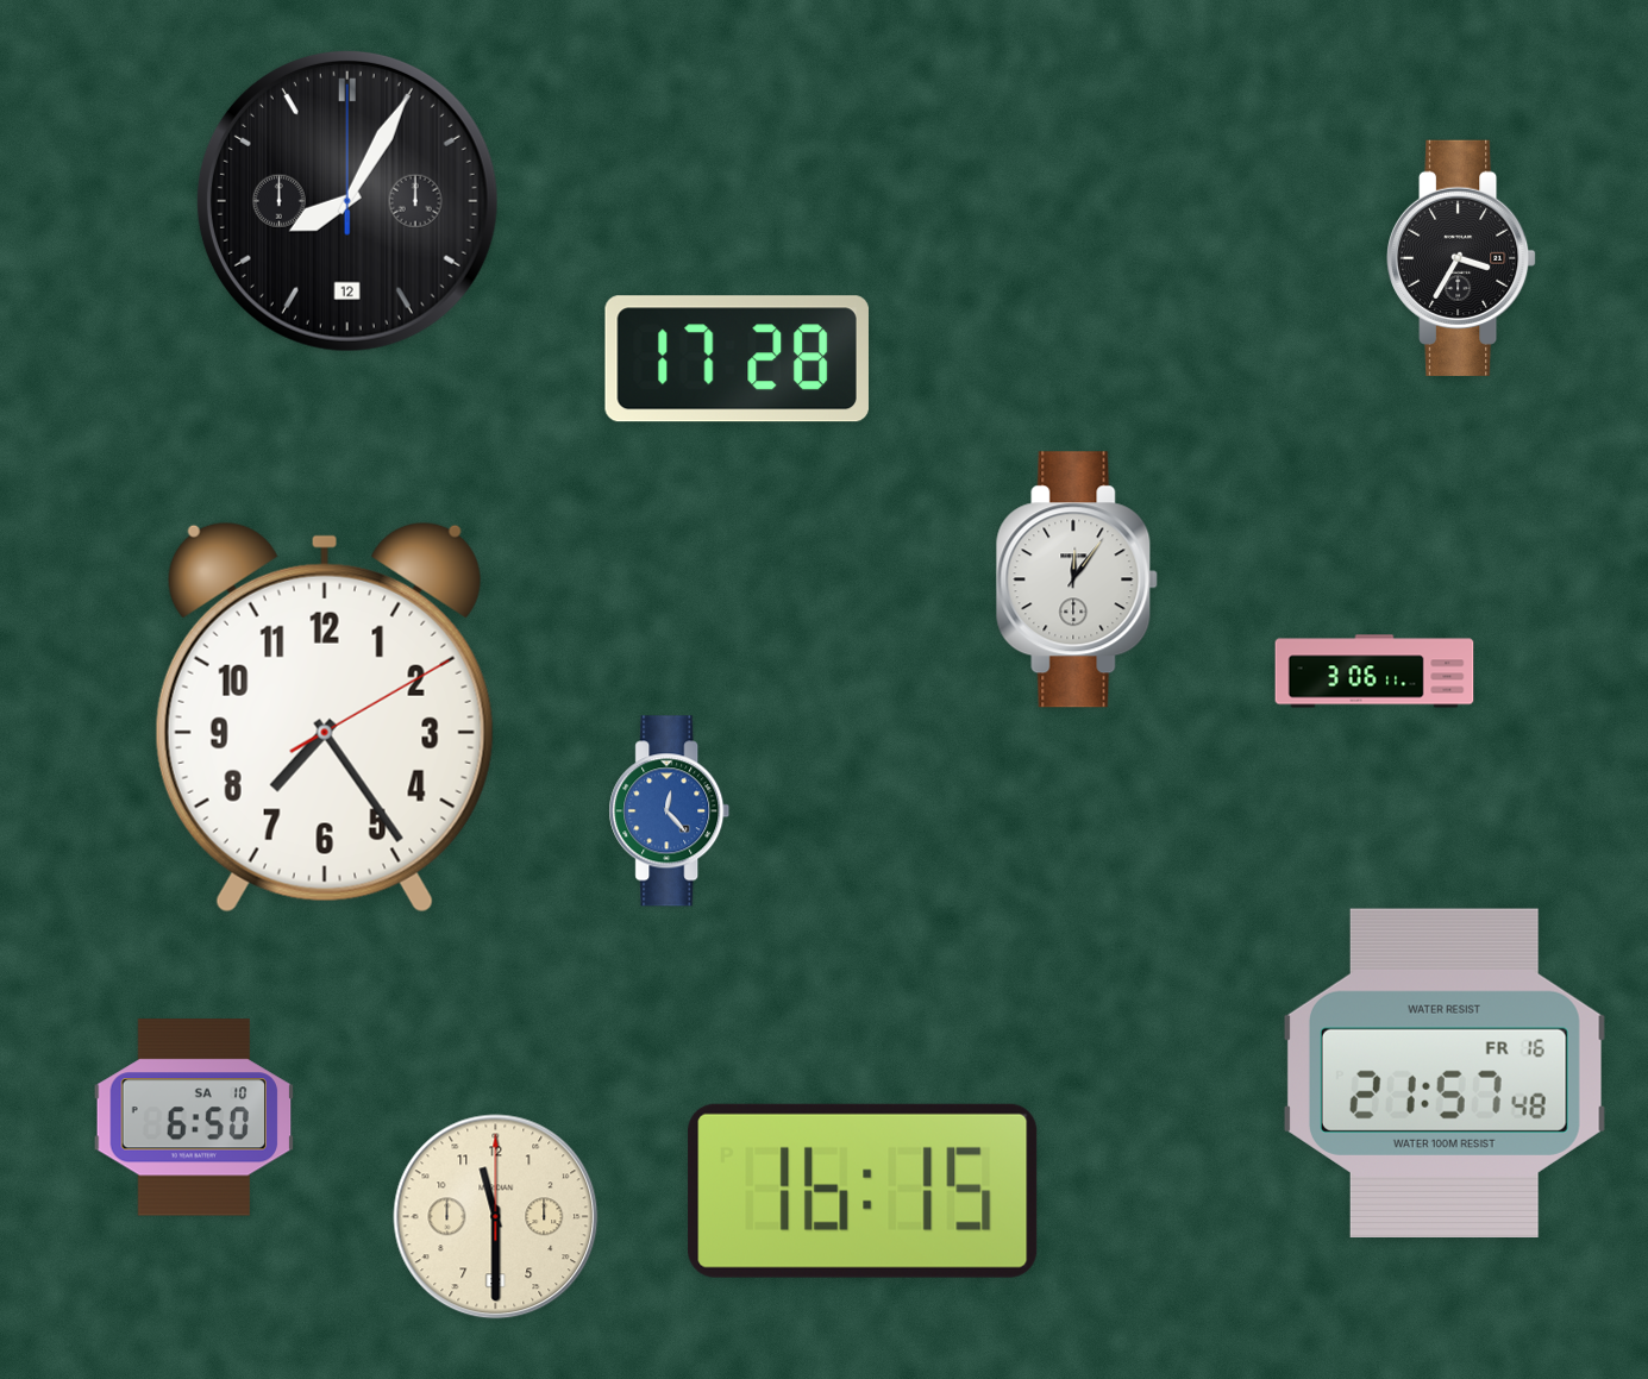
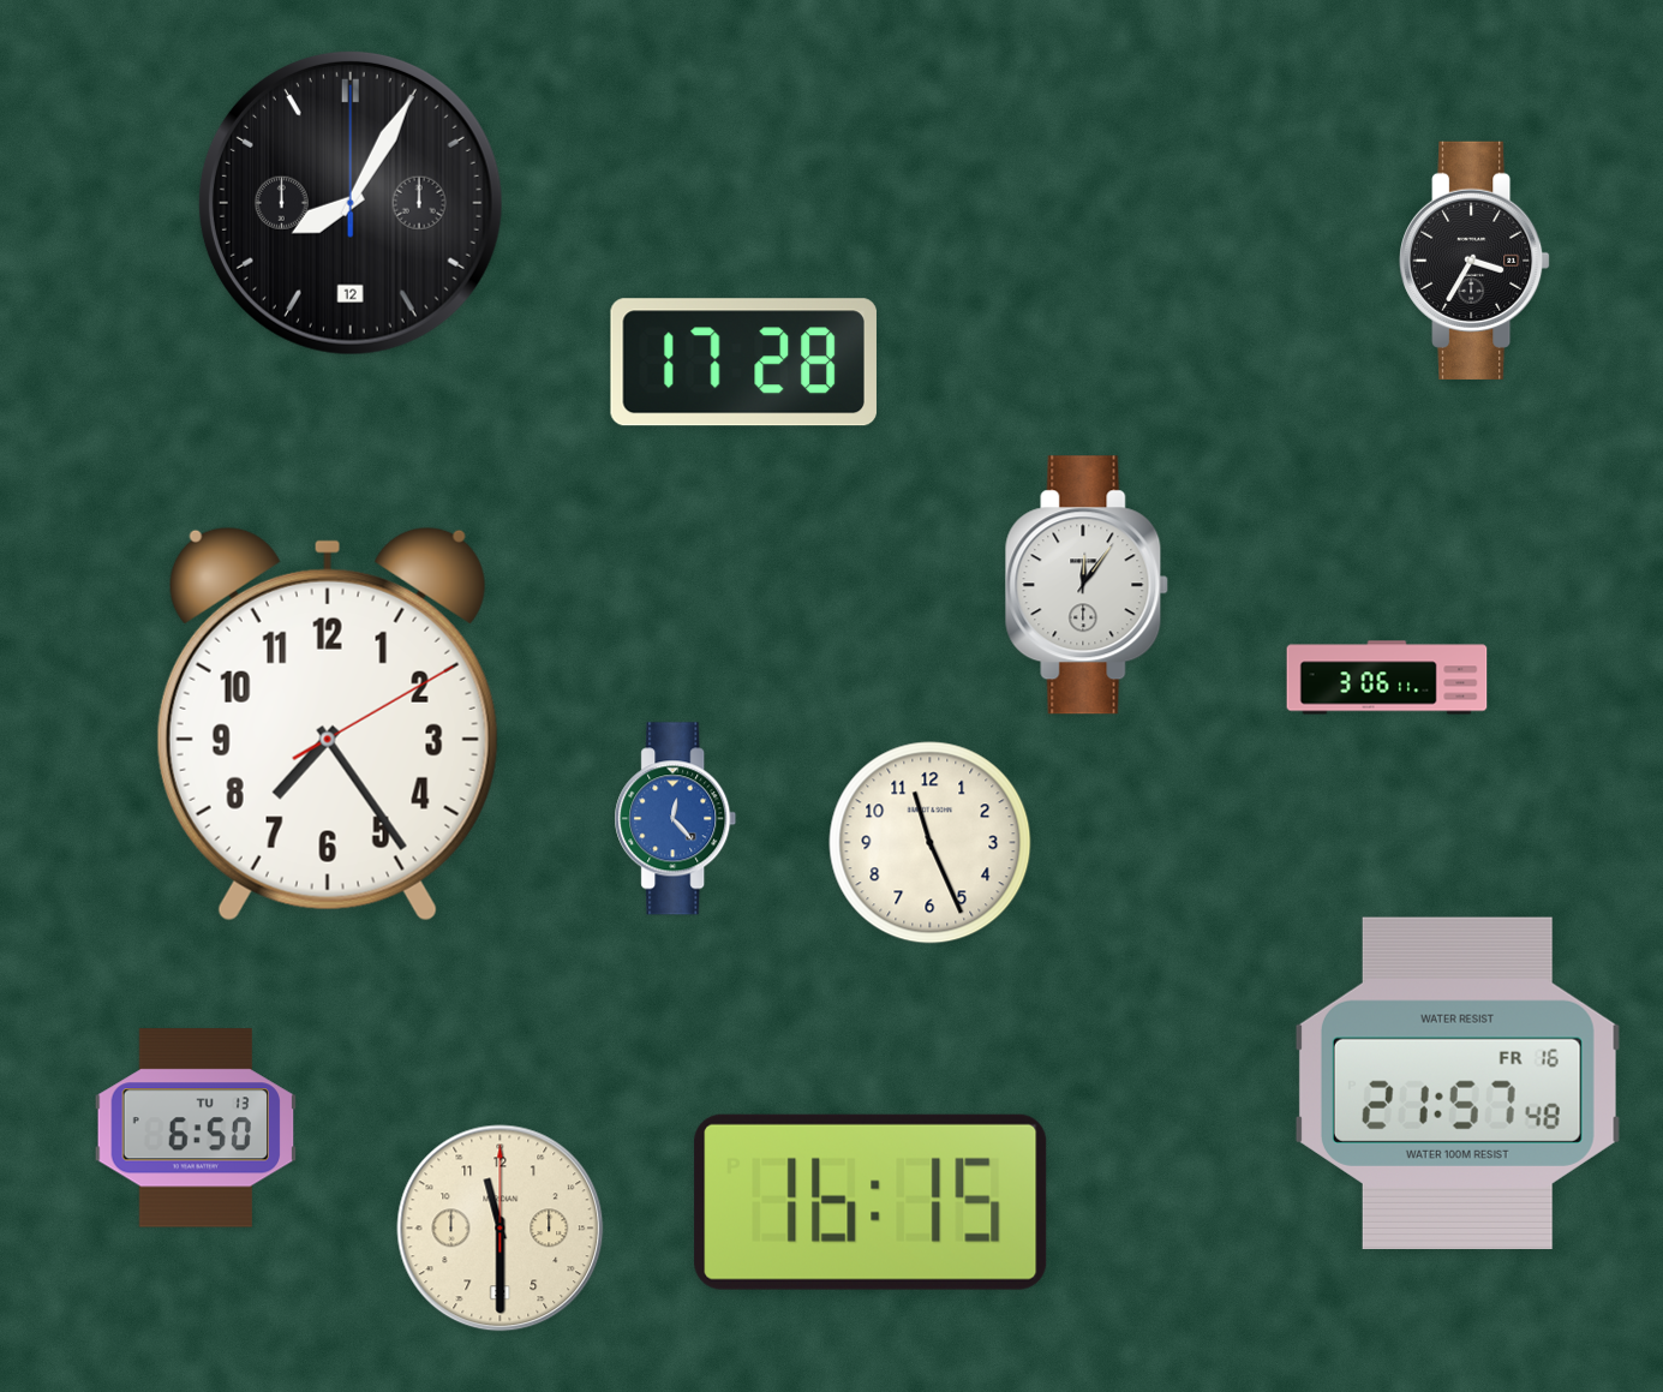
clock at (931, 843): none -> 11:26
clock at (194, 1117) date: SA 10 -> TU 13
